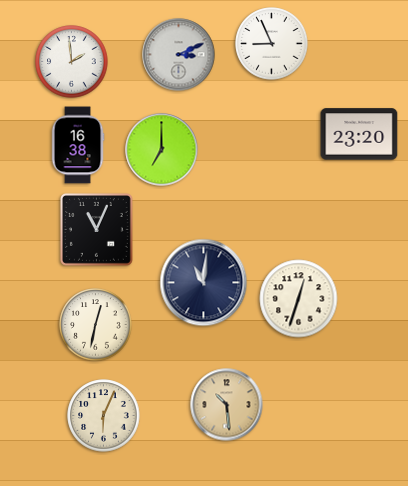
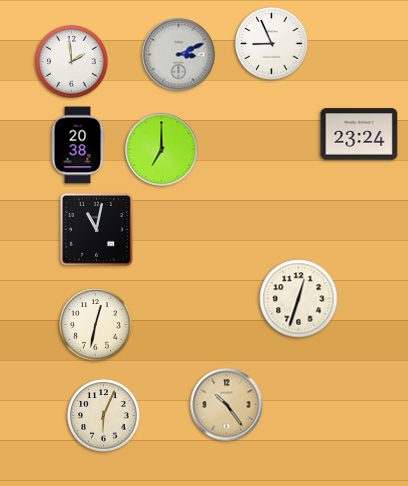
clock at (359, 134): 23:20 -> 23:24
clock at (78, 145): 16:38 -> 20:38
clock at (96, 229): 11:04 -> 11:02
clock at (204, 283): 11:01 -> none
clock at (227, 405): 10:29 -> 10:24
